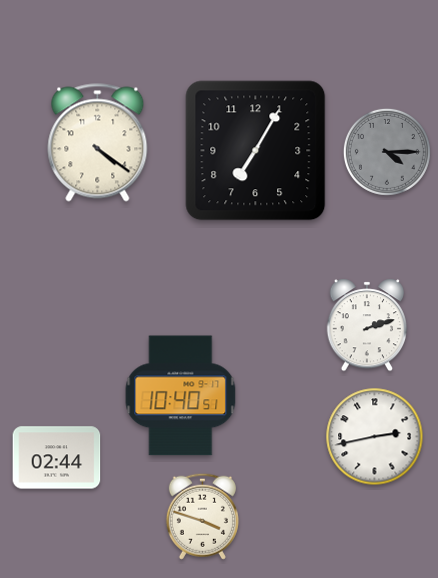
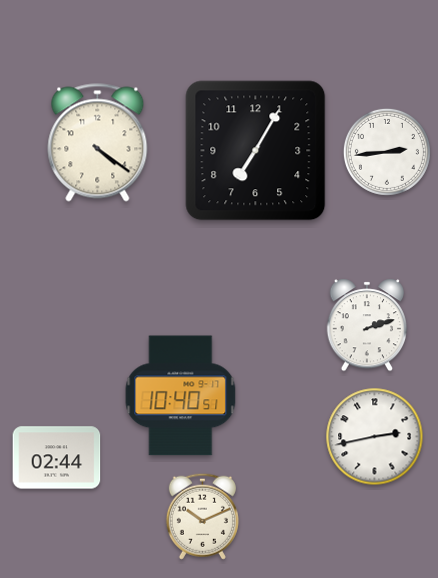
clock at (387, 152): 4:15 -> 2:44
clock at (387, 152) dial: grey -> white
clock at (202, 516): 3:48 -> 10:11
